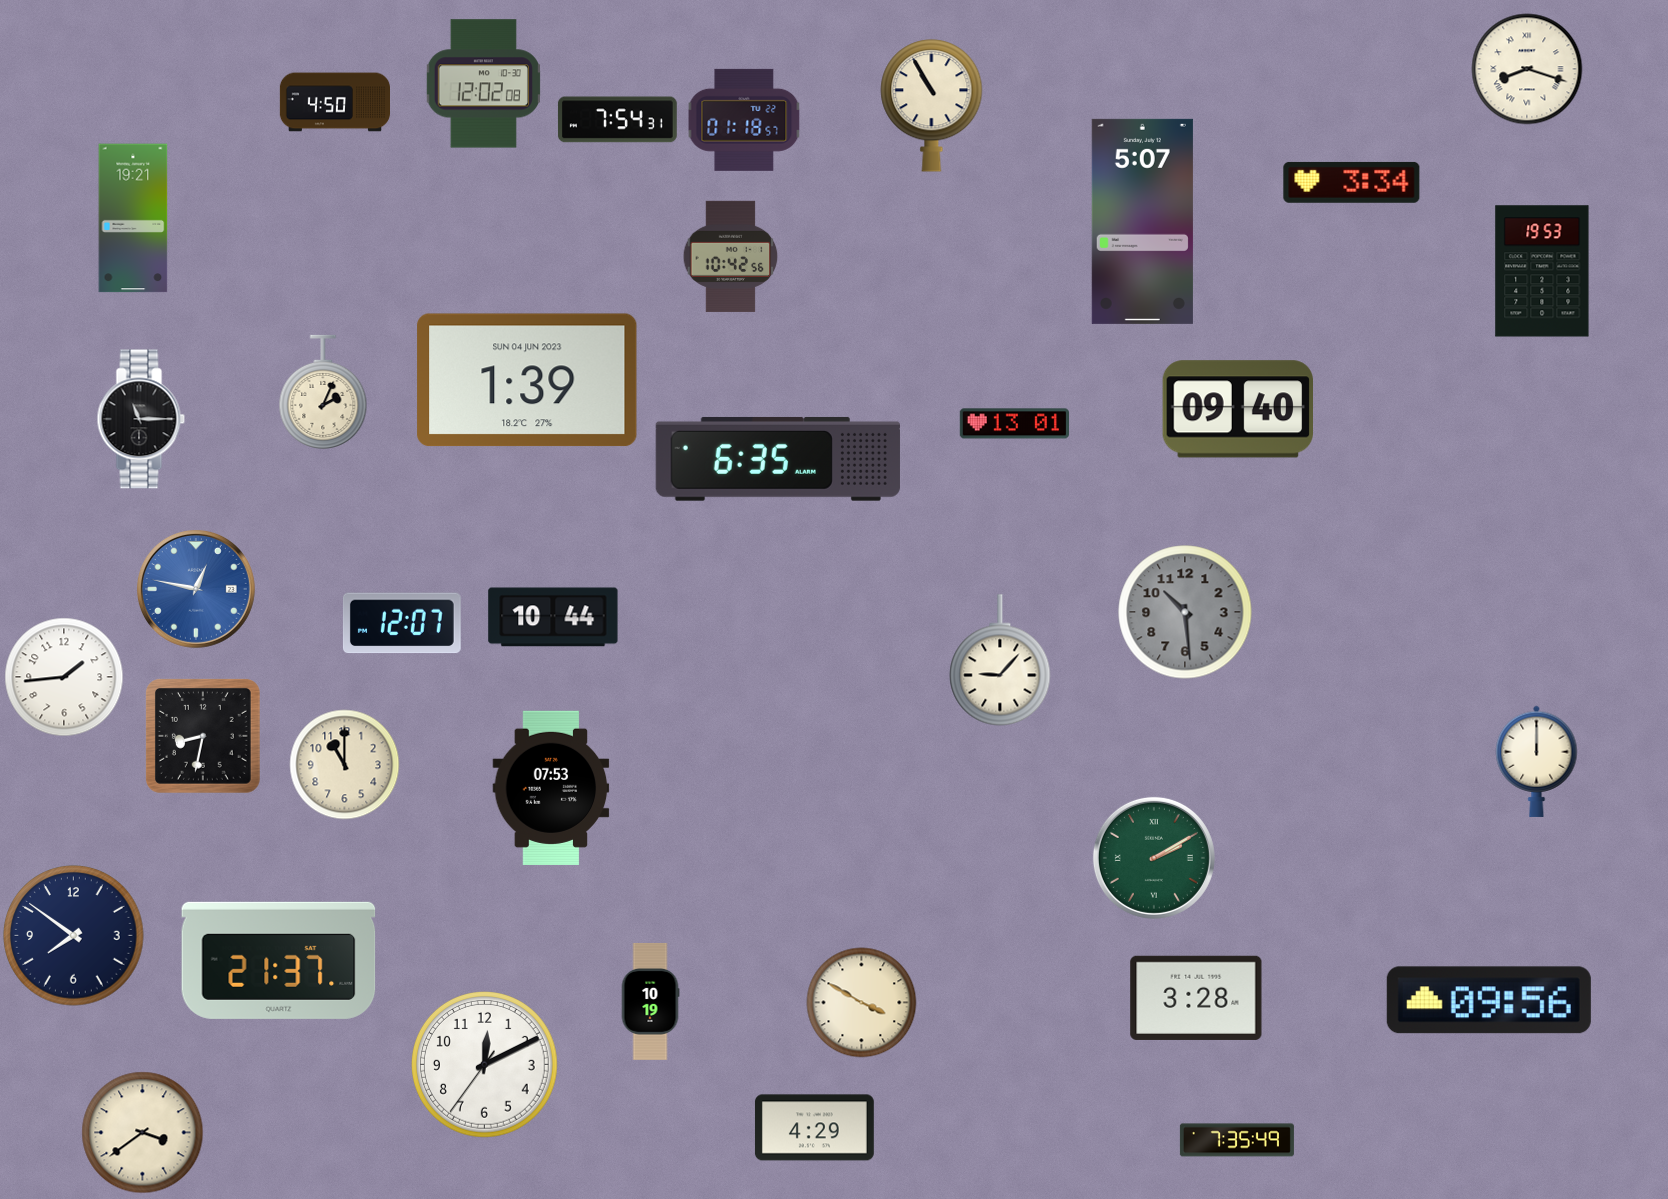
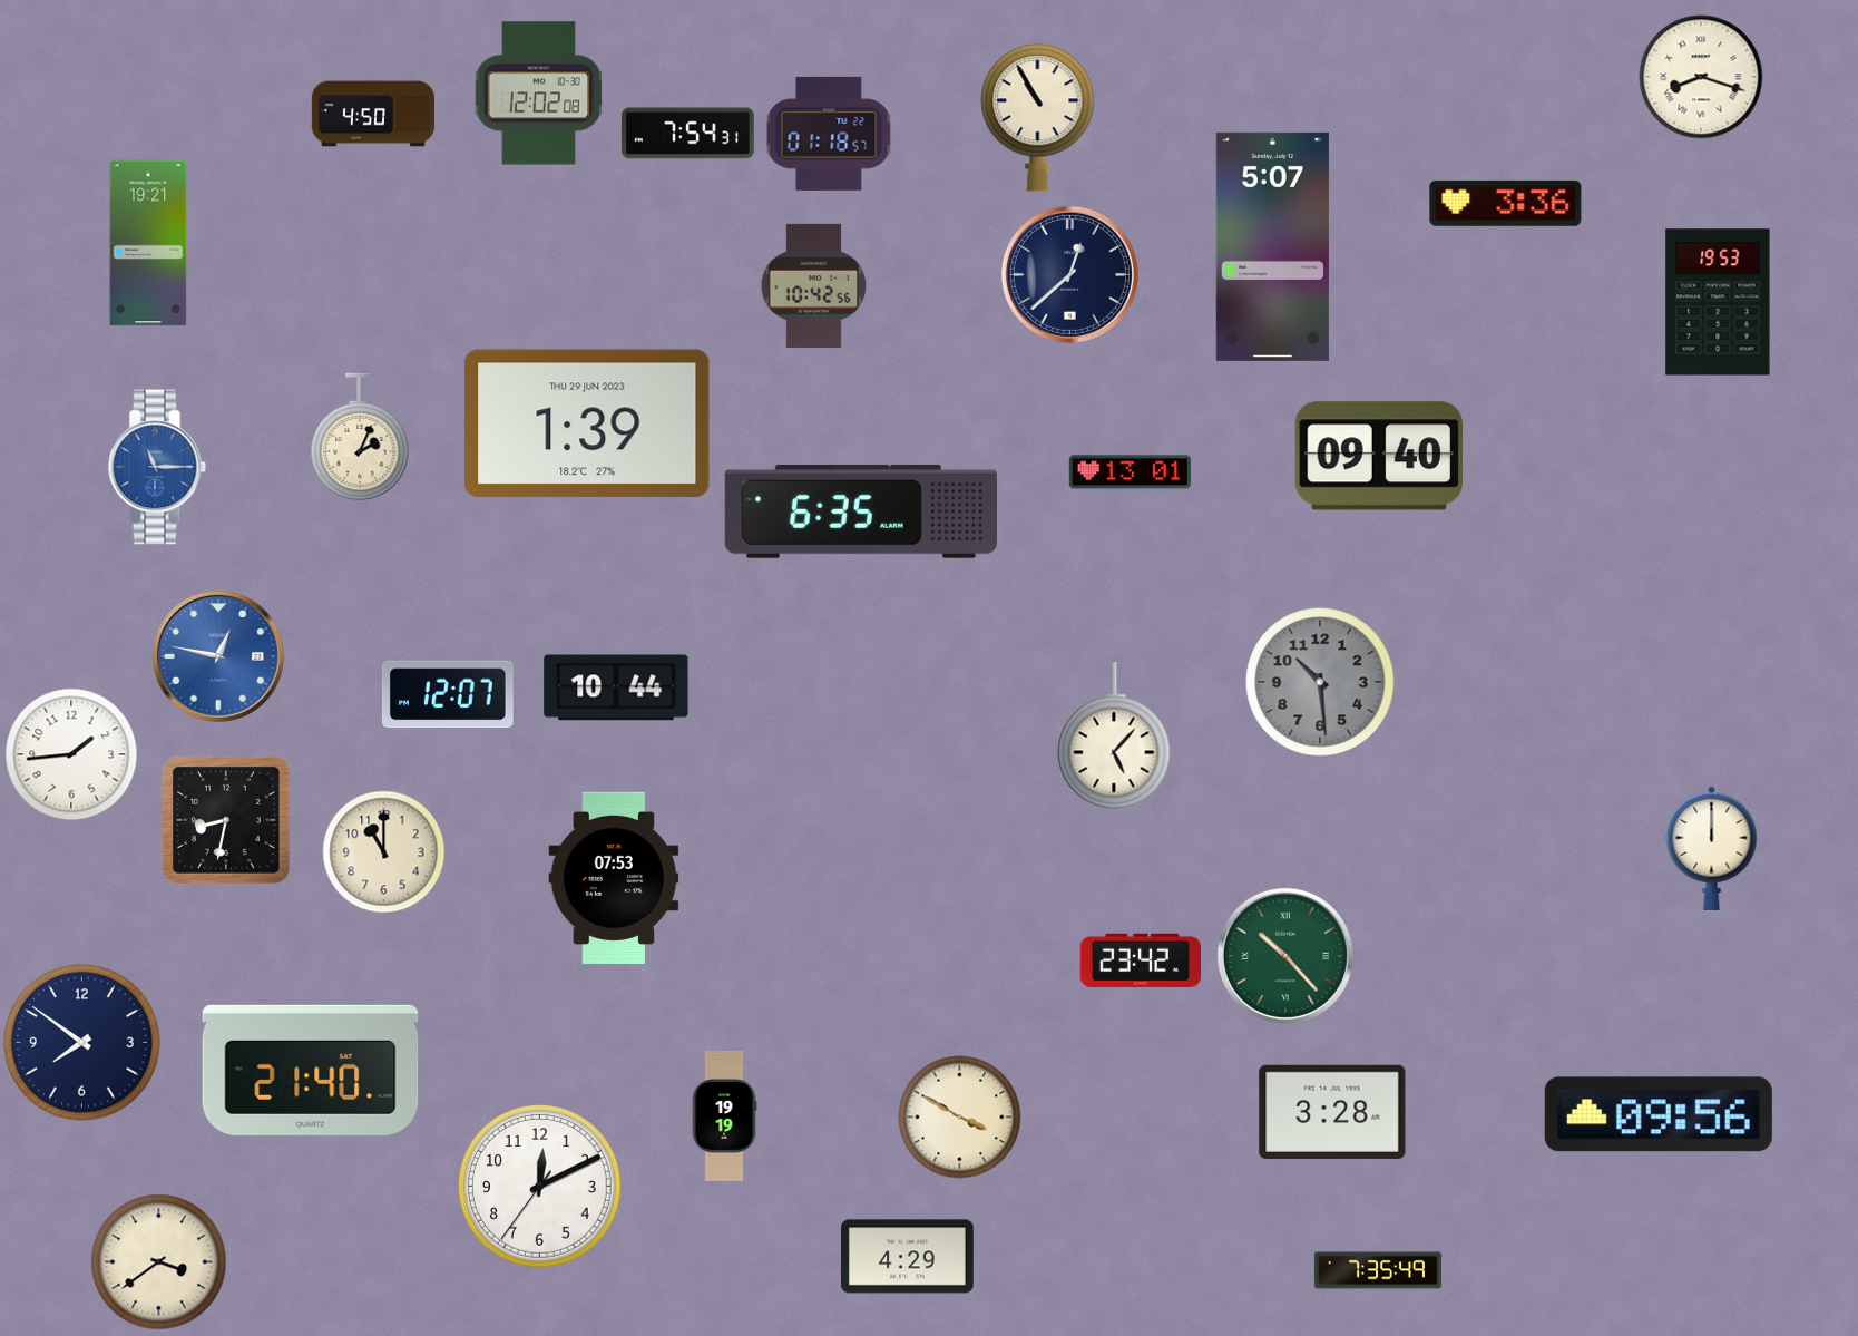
clock at (1352, 182): 3:34 -> 3:36
clock at (1069, 274): none -> 12:38
clock at (527, 380) date: SUN 04 JUN 2023 -> THU 29 JUN 2023
clock at (141, 419) dial: black -> blue
clock at (778, 459) position: (778, 459) -> (861, 511)
clock at (1000, 660): 9:07 -> 5:07
clock at (1154, 858): 2:10 -> 10:23
clock at (1140, 959): none -> 23:42
clock at (279, 960): 21:37 -> 21:40
clock at (650, 1001): 10:19 -> 19:19
